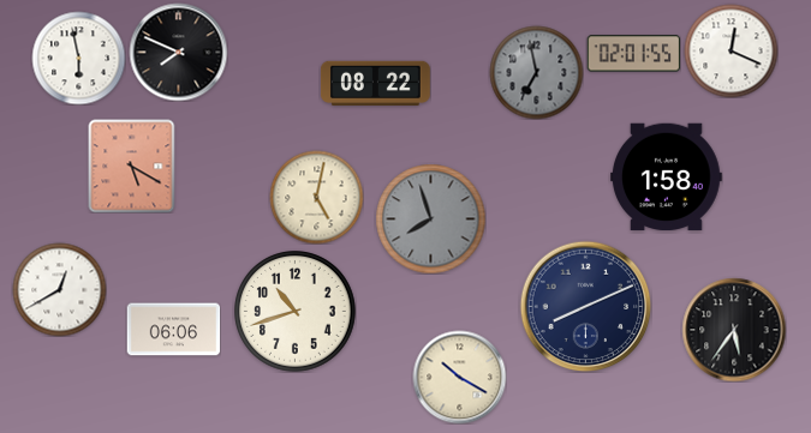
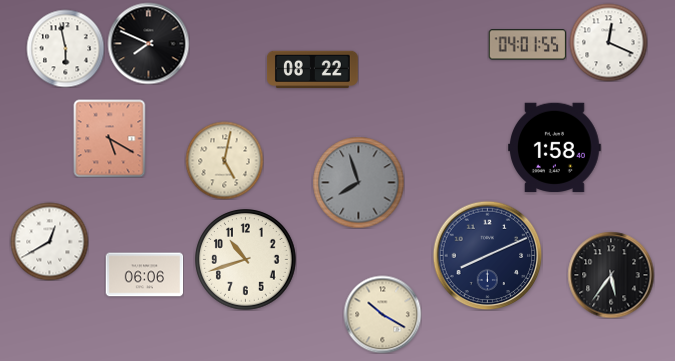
clock at (633, 54): 02:01 -> 04:01
clock at (536, 72): 6:58 -> none
clock at (316, 197) position: (316, 197) -> (224, 160)
